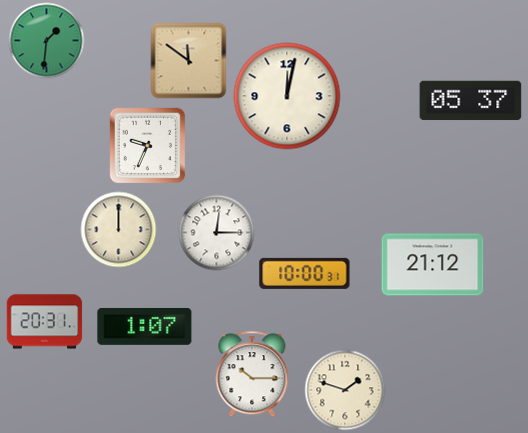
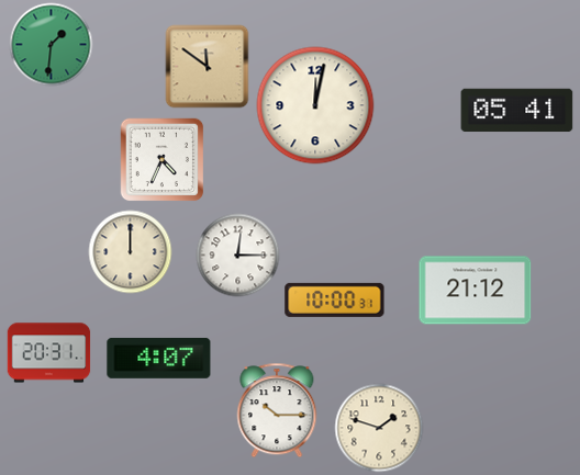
clock at (471, 101): 05:37 -> 05:41
clock at (147, 145): 9:34 -> 4:34
clock at (145, 326): 1:07 -> 4:07
